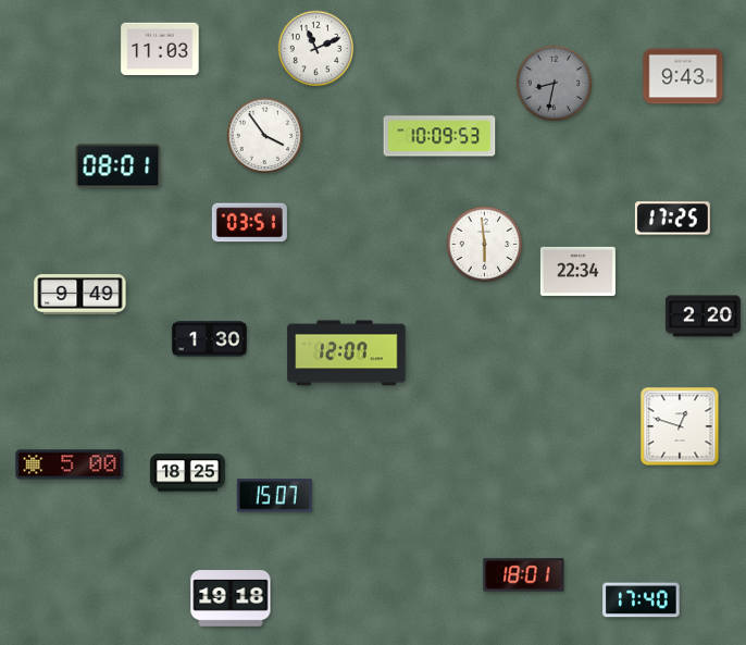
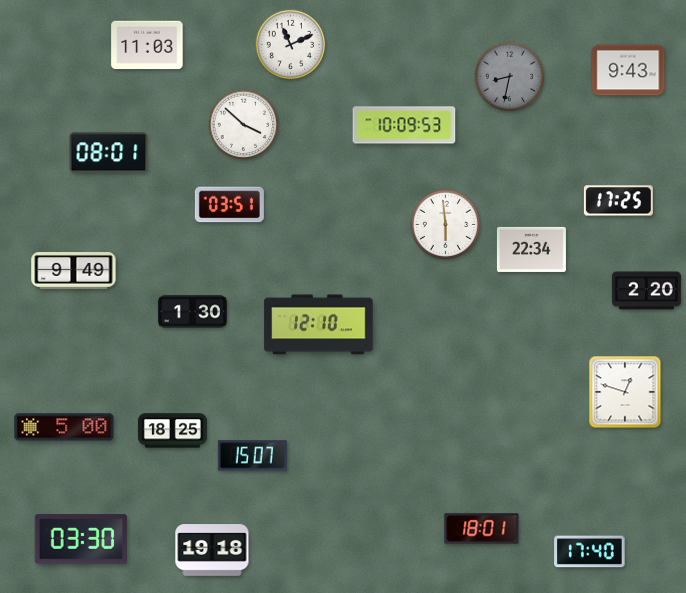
clock at (265, 136): 3:54 -> 3:52
clock at (347, 353): 12:07 -> 12:10
clock at (187, 473) position: (187, 473) -> (172, 431)
clock at (81, 539): none -> 03:30
